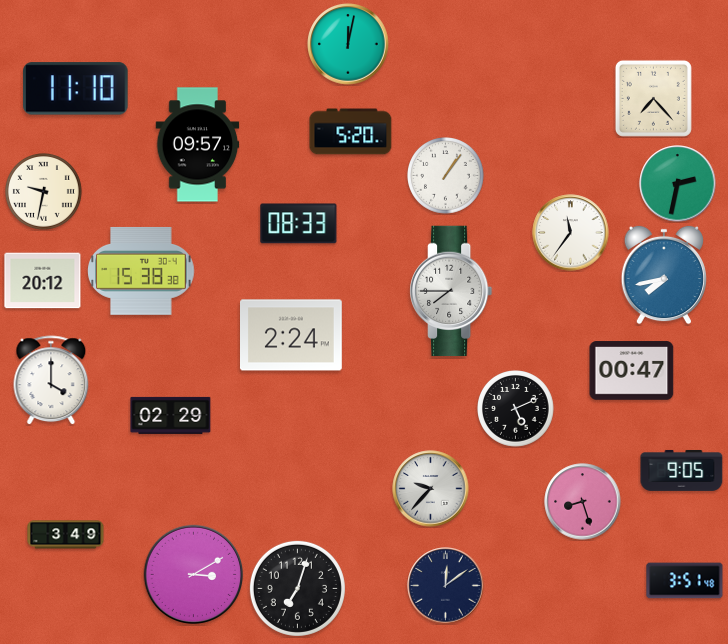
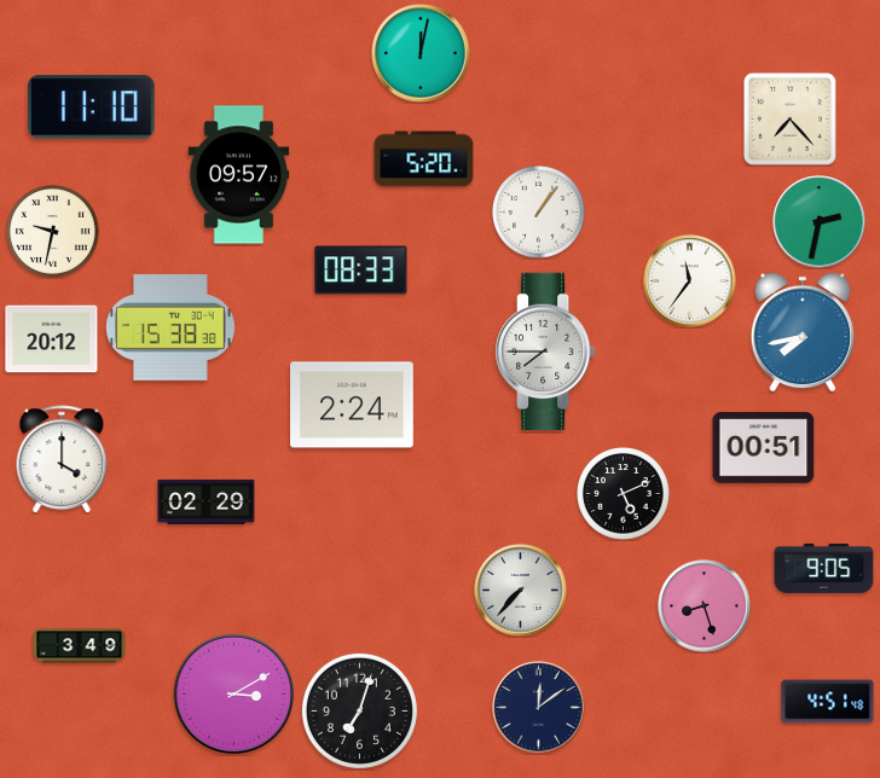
clock at (632, 371): 00:47 -> 00:51
clock at (431, 489): 9:37 -> 7:37
clock at (685, 581): 3:51 -> 4:51
